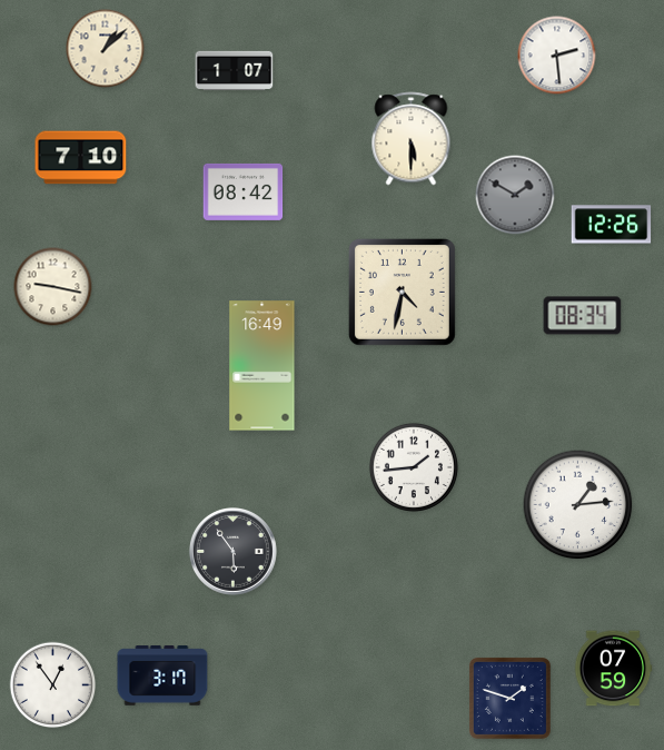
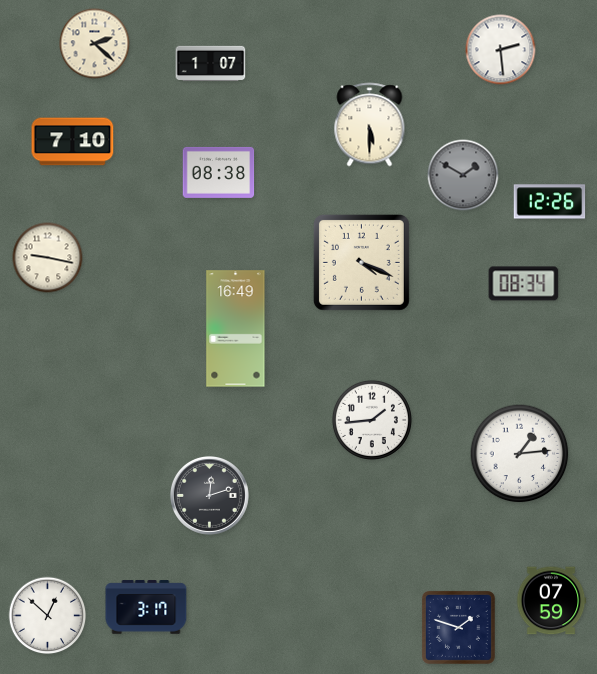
clock at (106, 49): 1:08 -> 2:22
clock at (244, 191): 08:42 -> 08:38
clock at (402, 292): 4:32 -> 4:19
clock at (232, 551): 5:54 -> 12:12
clock at (53, 685): 12:54 -> 12:52
